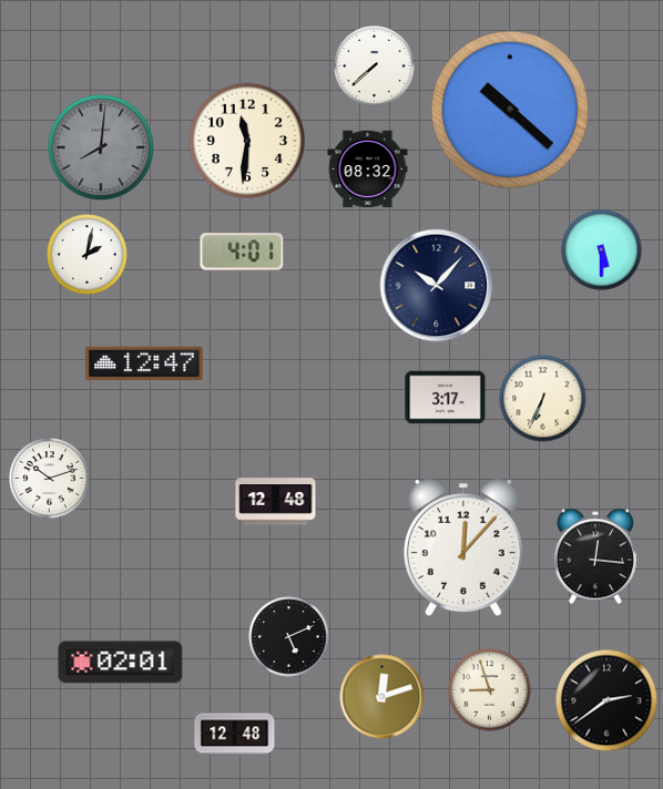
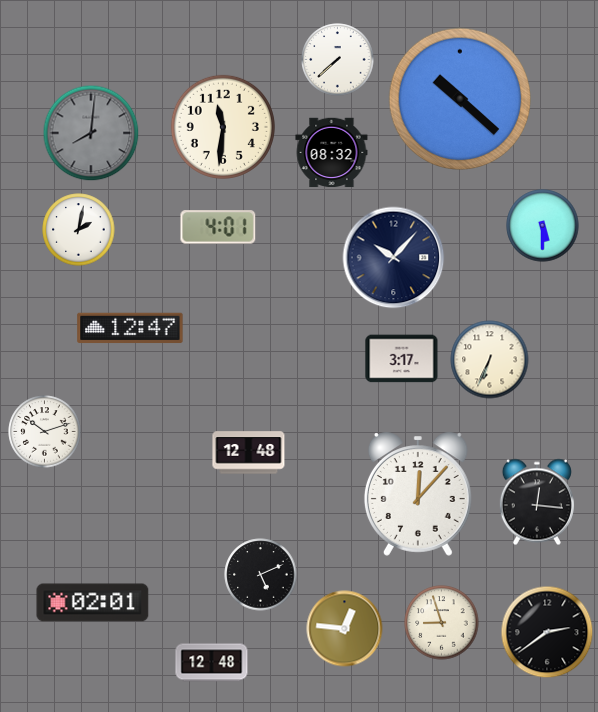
clock at (121, 663) position: (121, 663) -> (93, 603)
clock at (382, 697): 12:12 -> 12:46
